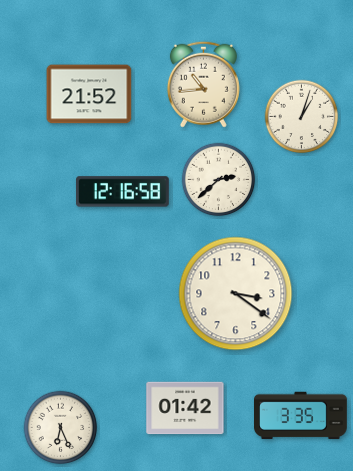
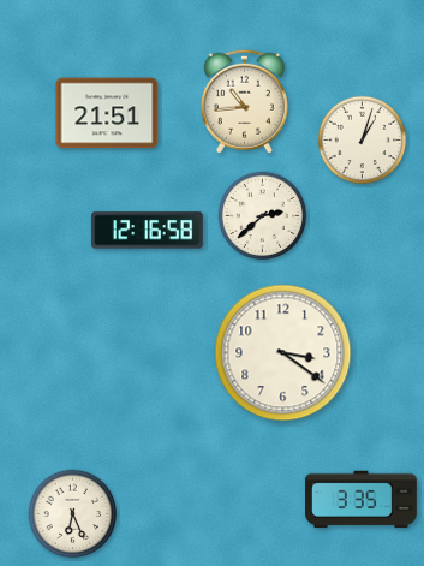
clock at (89, 94): 21:52 -> 21:51
clock at (185, 408): 01:42 -> none
